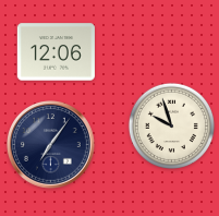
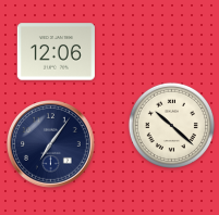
clock at (171, 125): 9:57 -> 10:22
